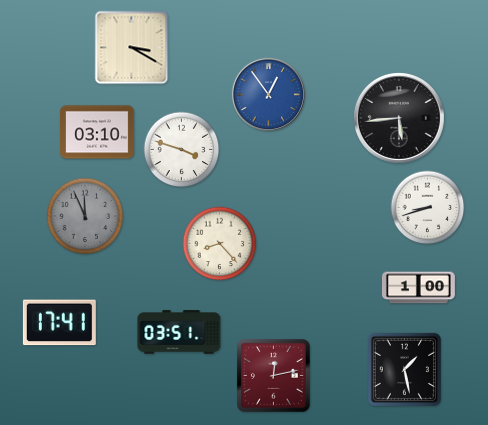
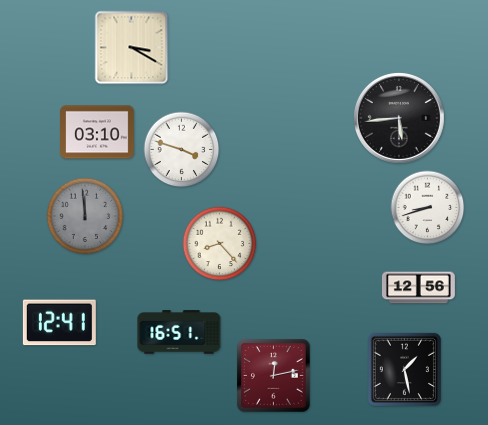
clock at (268, 94): 12:54 -> none
clock at (85, 216): 11:56 -> 11:59
clock at (418, 288): 1:00 -> 12:56
clock at (59, 323): 17:41 -> 12:41
clock at (179, 332): 03:51 -> 16:51
